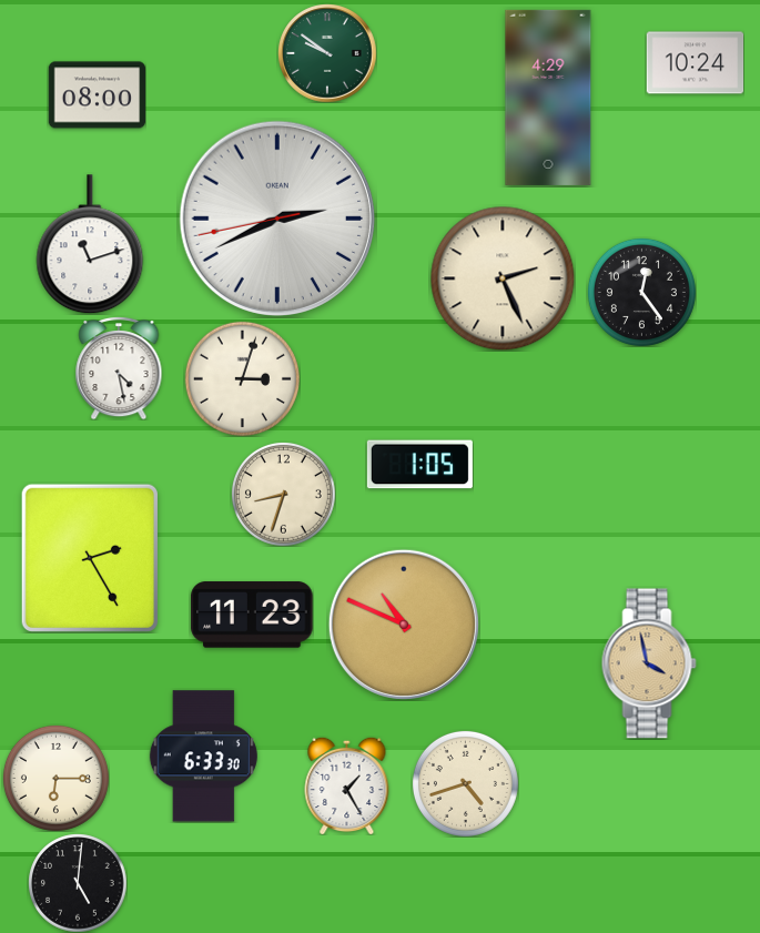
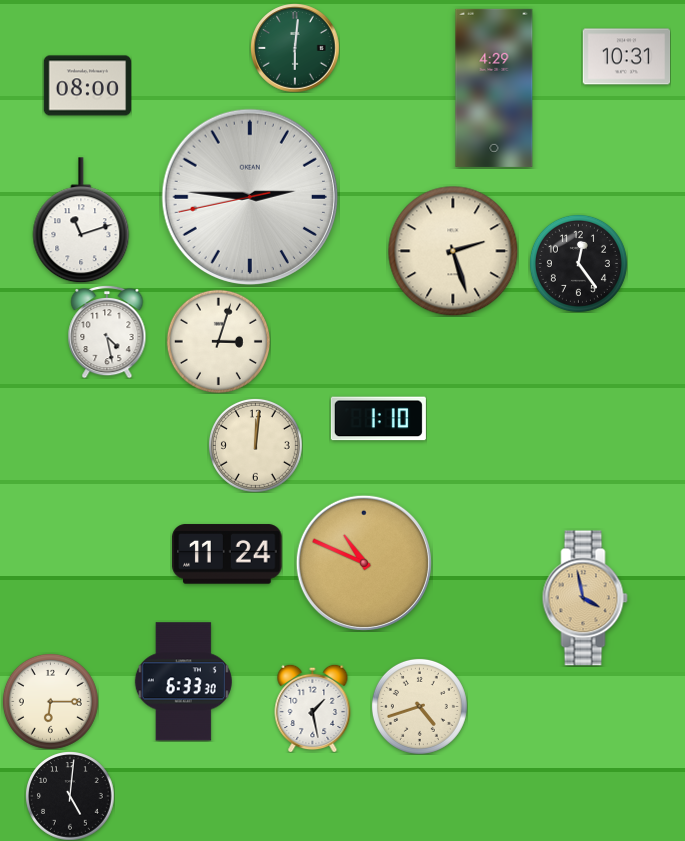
clock at (327, 53): 9:51 -> 6:01
clock at (695, 63): 10:24 -> 10:31
clock at (276, 217): 2:40 -> 2:45
clock at (503, 278): 2:26 -> 2:27
clock at (419, 465): 1:05 -> 1:10
clock at (283, 494): 8:33 -> 12:01
clock at (90, 558): 2:25 -> none
clock at (252, 615): 11:23 -> 11:24
clock at (347, 785): 1:25 -> 1:28
